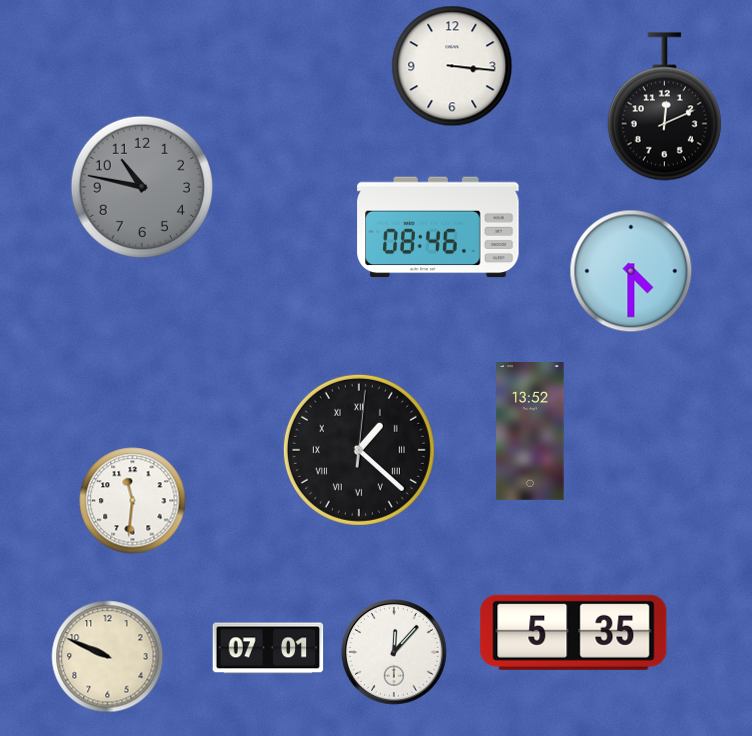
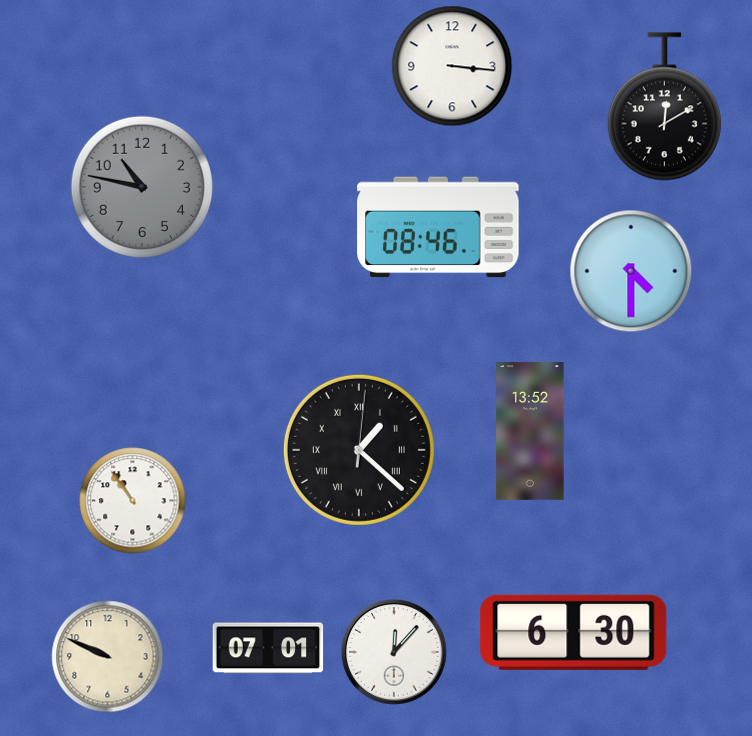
clock at (664, 107): 12:11 -> 12:10
clock at (133, 501): 11:31 -> 10:54
clock at (574, 632): 5:35 -> 6:30
